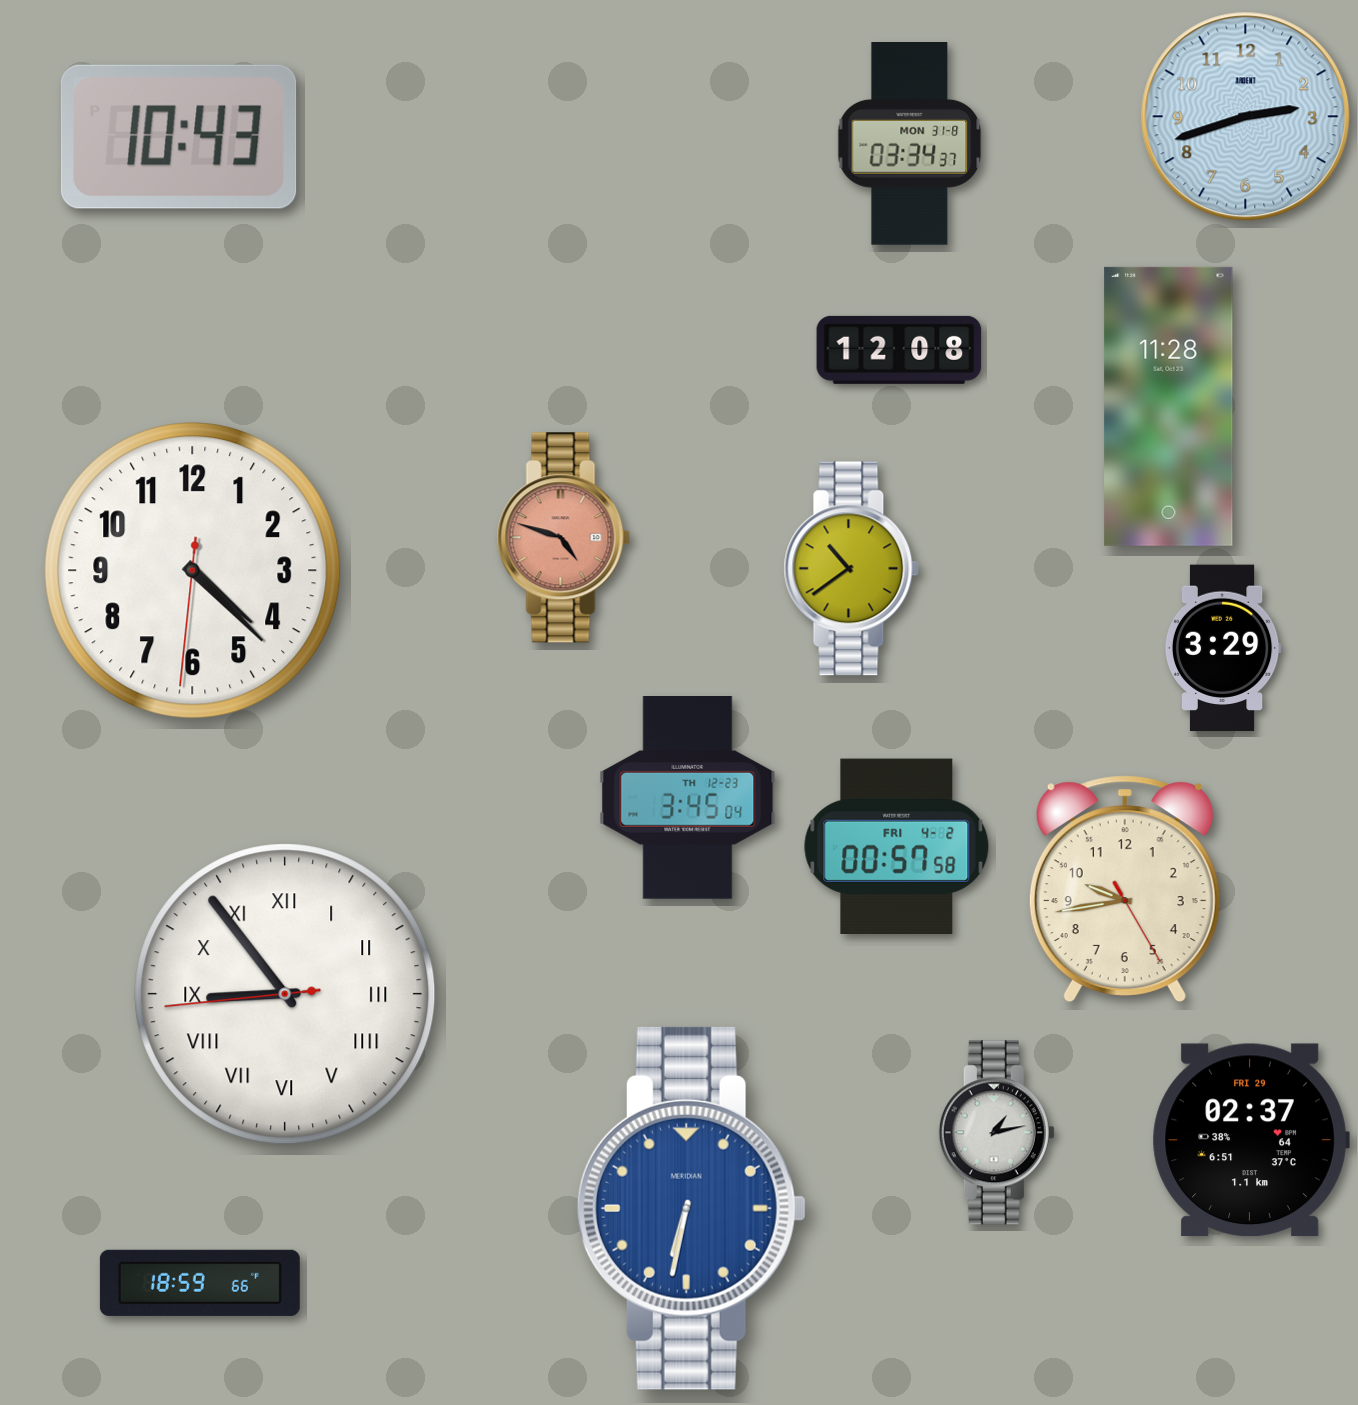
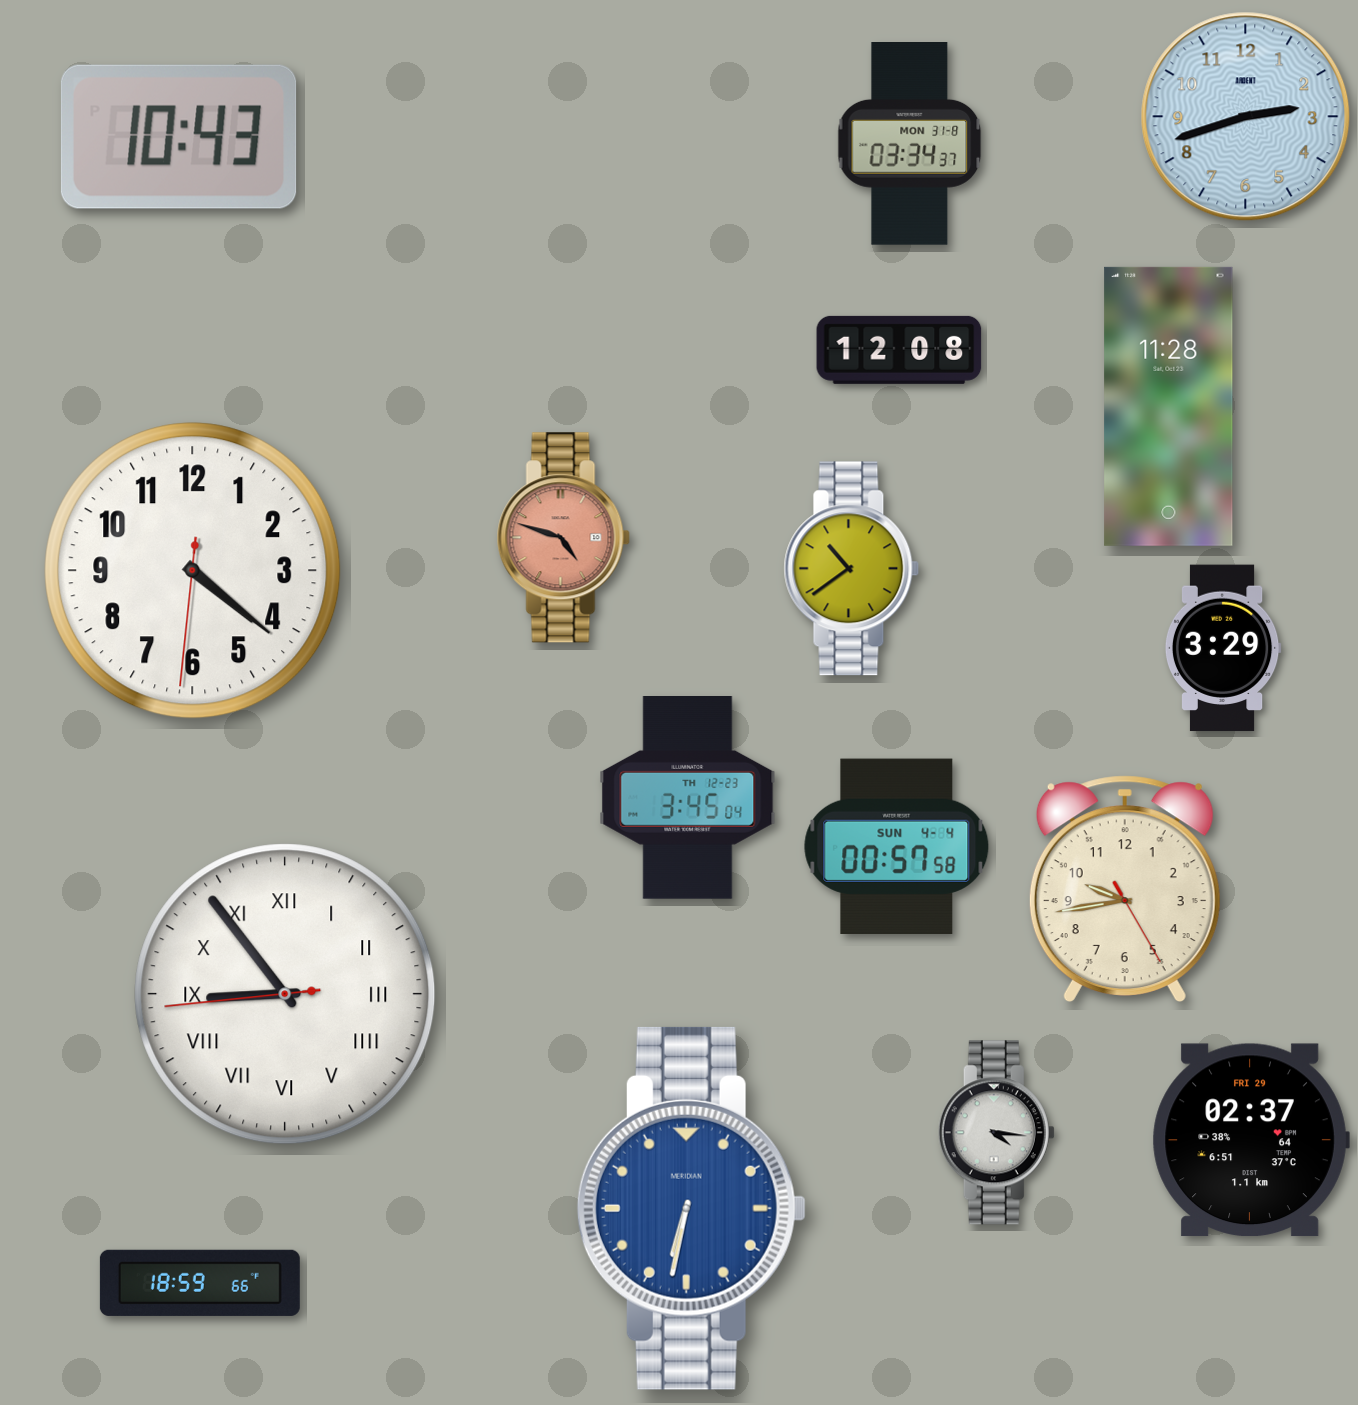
clock at (193, 571): 4:22 -> 4:21
clock at (897, 846) date: FRI 4-2 -> SUN 4-4
clock at (996, 1133): 1:13 -> 4:16
